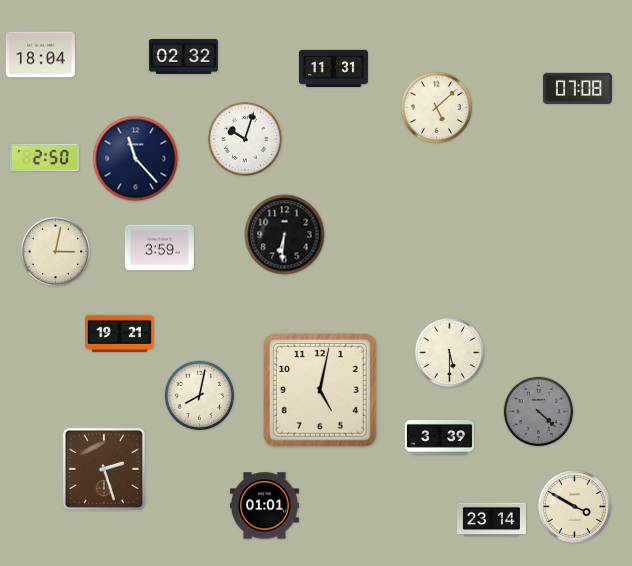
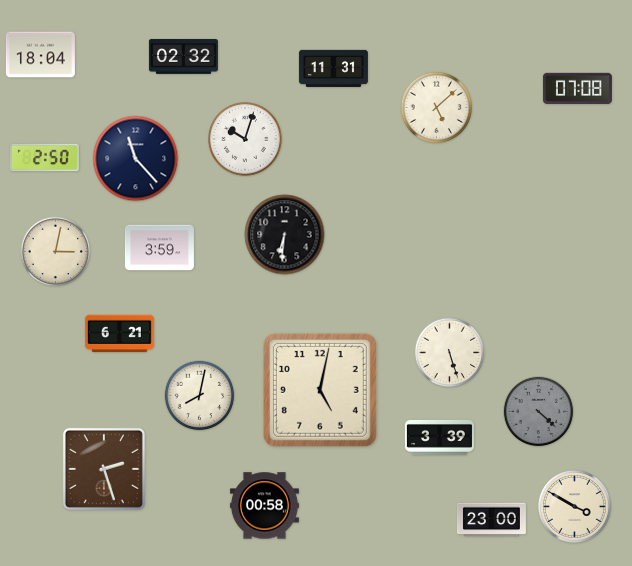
clock at (119, 334): 19:21 -> 6:21
clock at (450, 353): 5:30 -> 5:27
clock at (264, 506): 01:01 -> 00:58
clock at (491, 520): 23:14 -> 23:00
